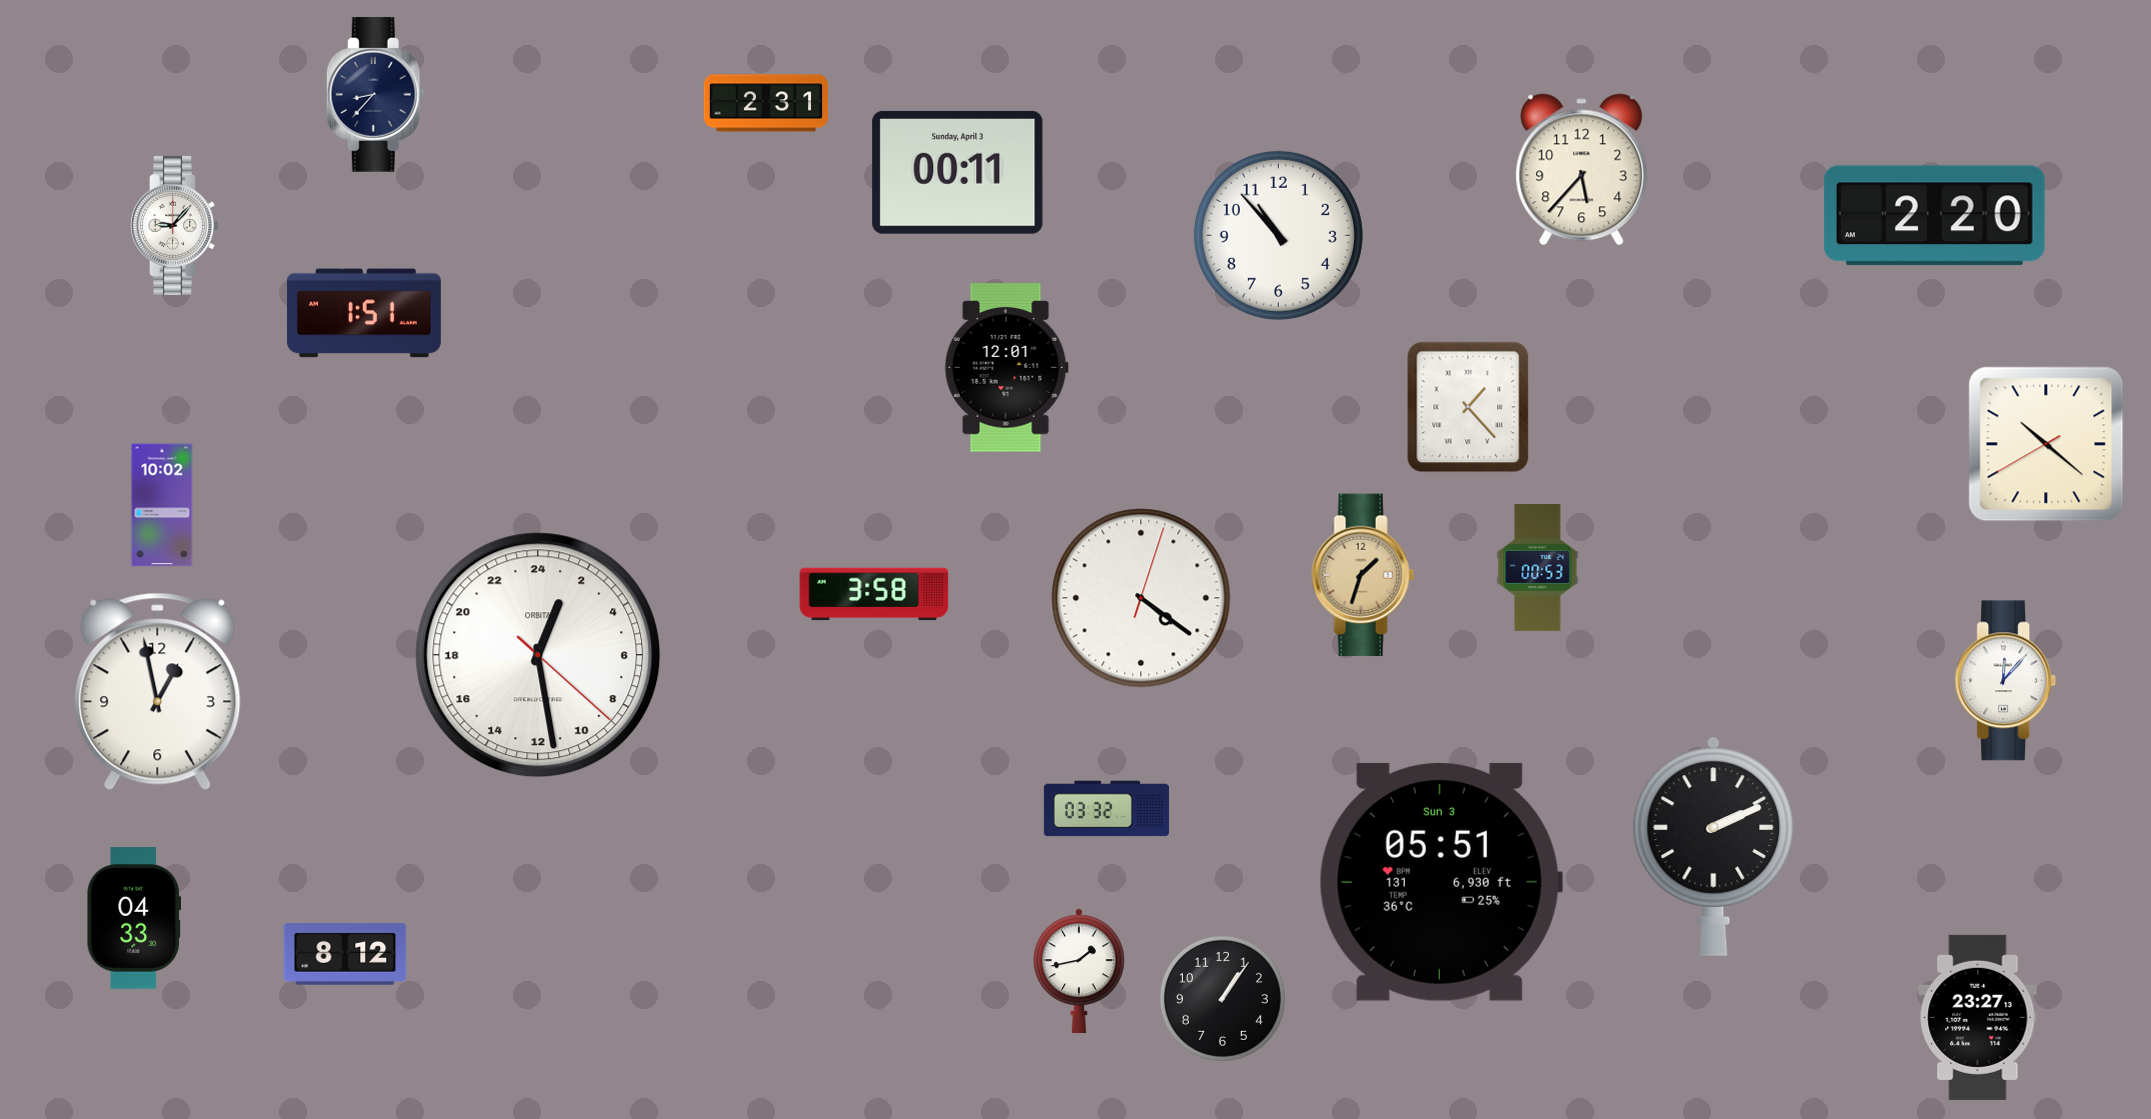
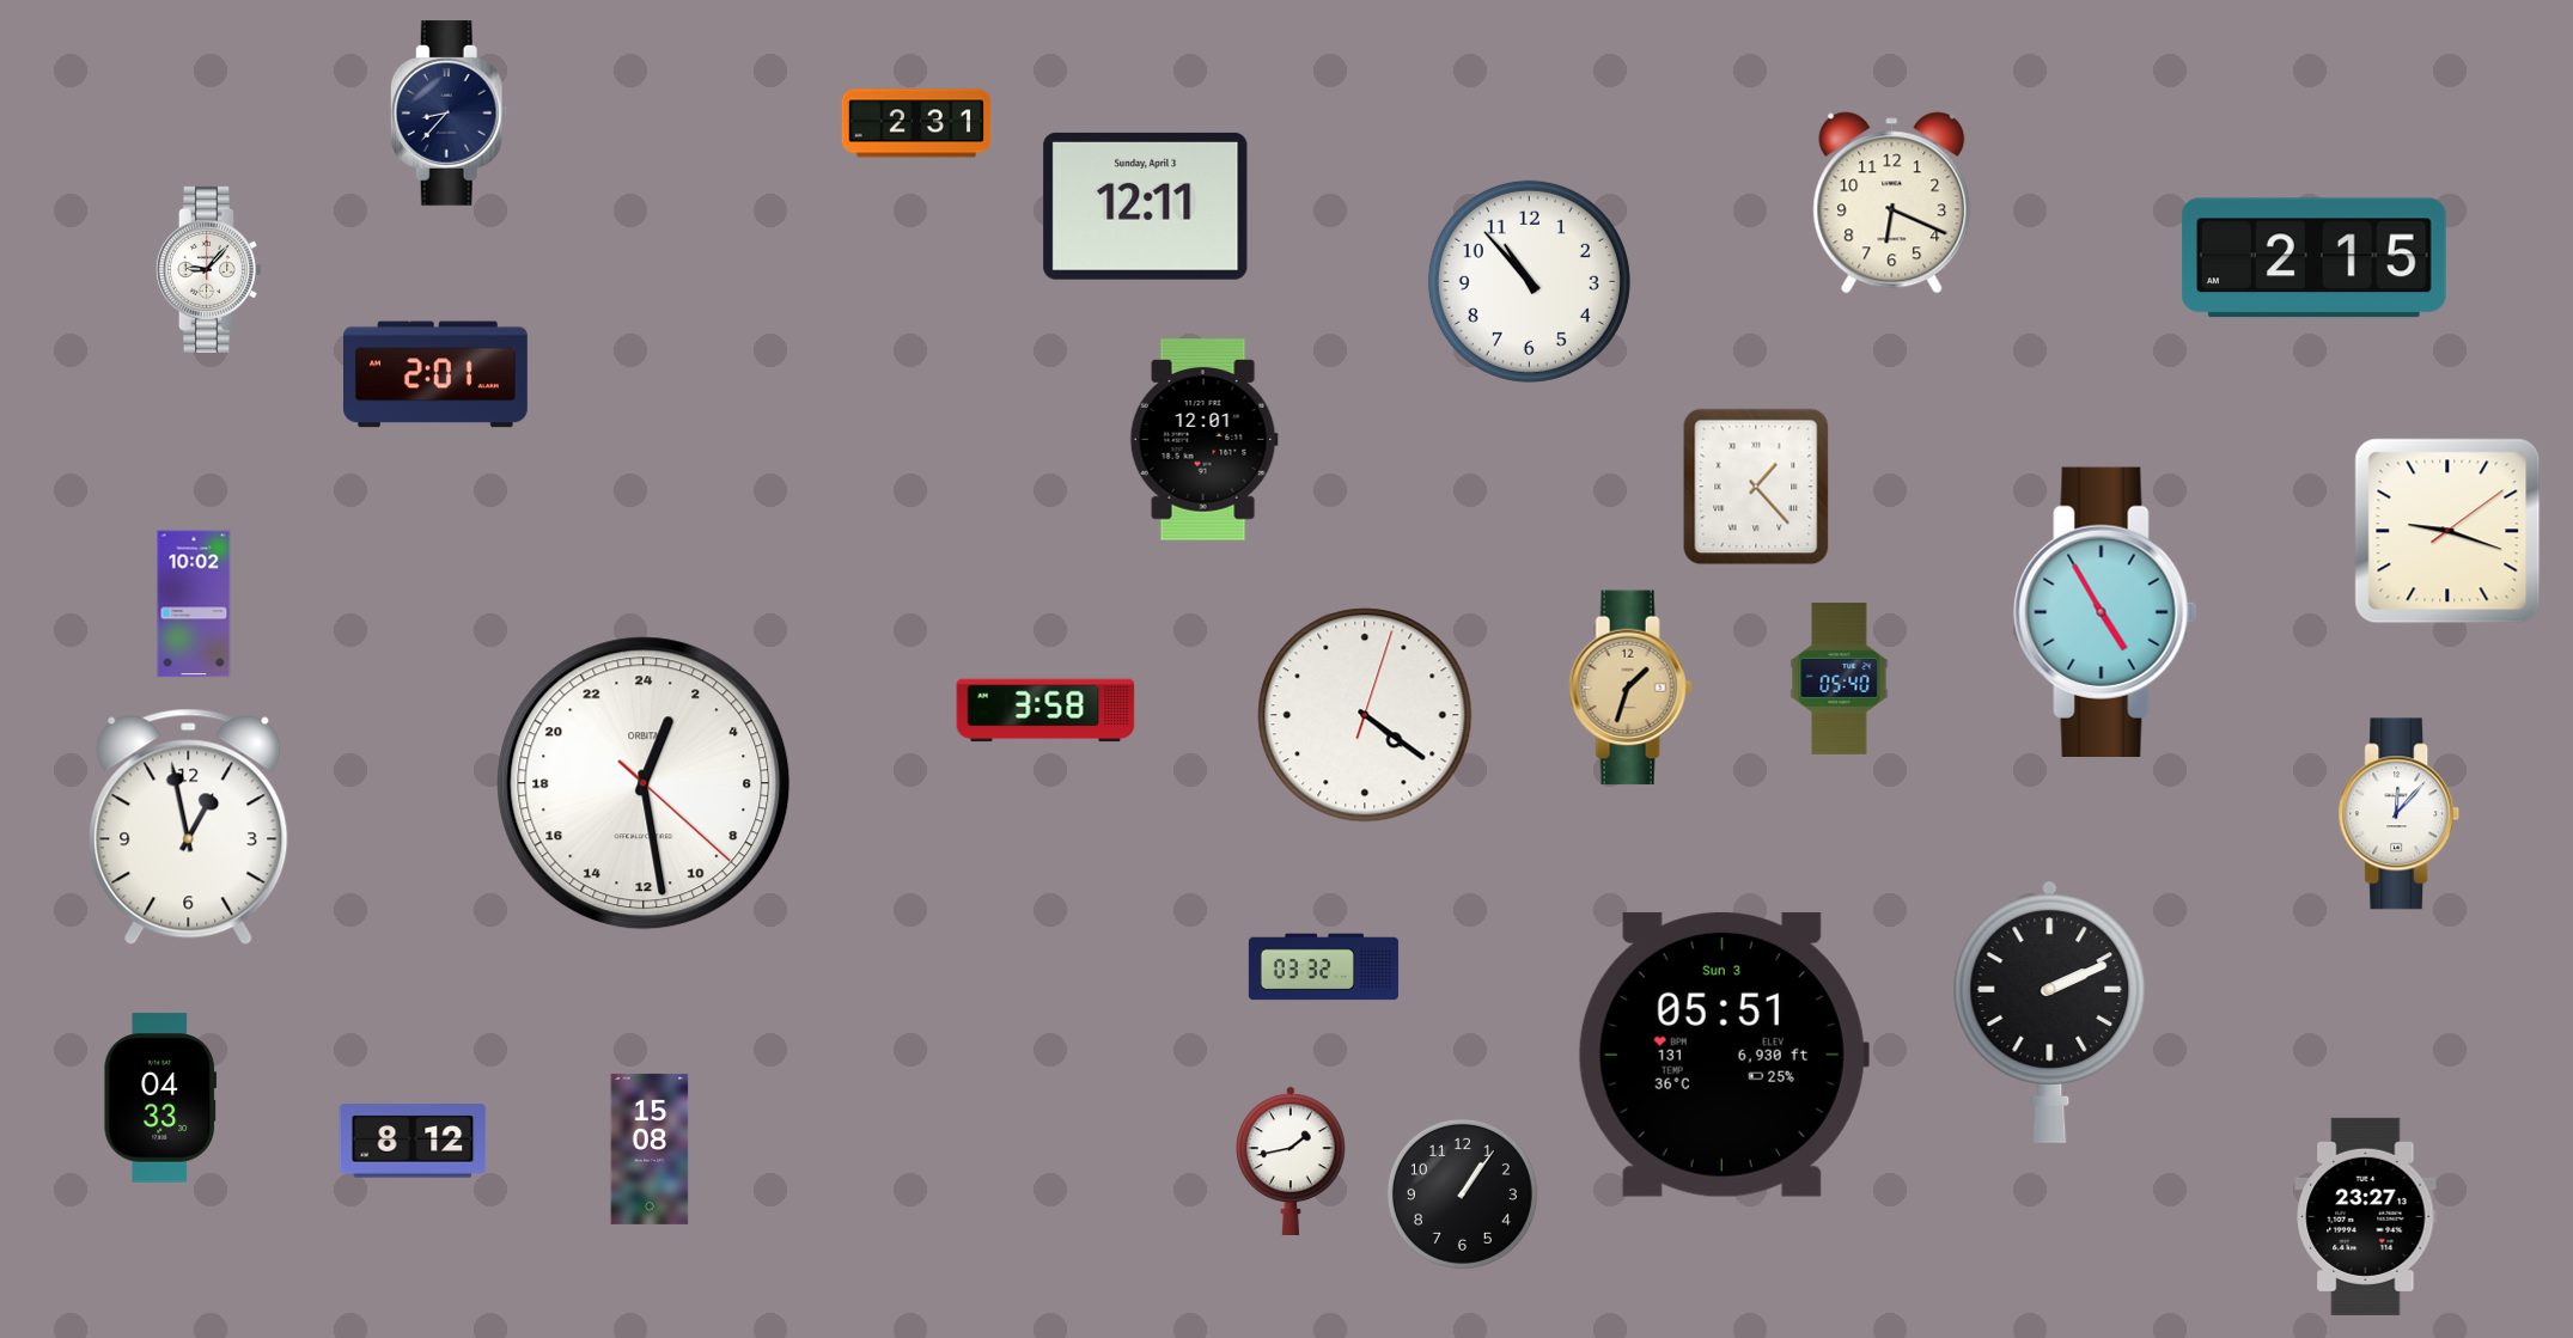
clock at (1582, 170): 5:37 -> 6:19
clock at (958, 172): 00:11 -> 12:11
clock at (1934, 216): 2:20 -> 2:15
clock at (365, 313): 1:51 -> 2:01
clock at (2046, 444): 10:21 -> 9:18
clock at (2105, 612): none -> 4:55
clock at (1538, 567): 00:53 -> 05:40
clock at (650, 1149): none -> 15:08
